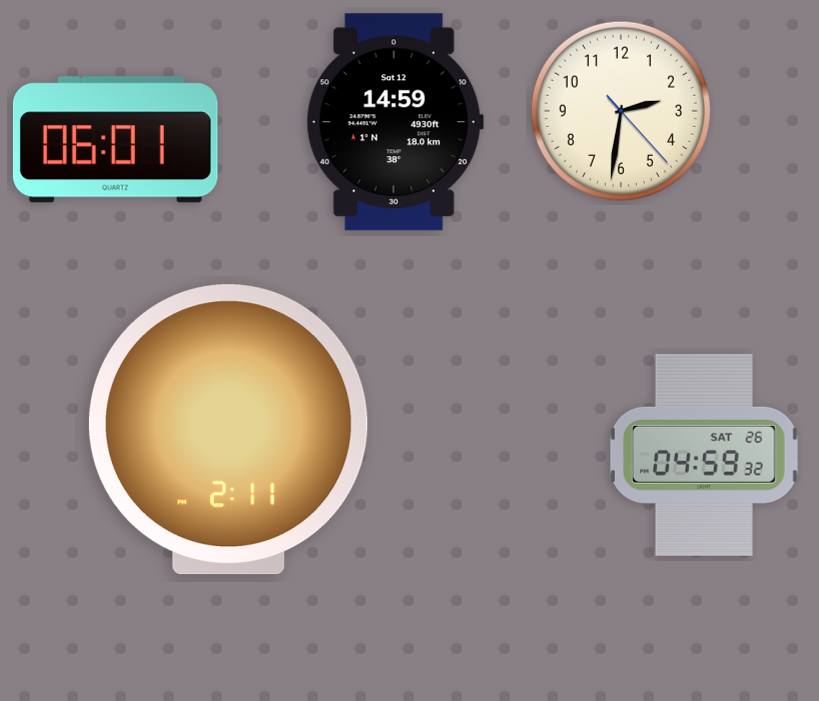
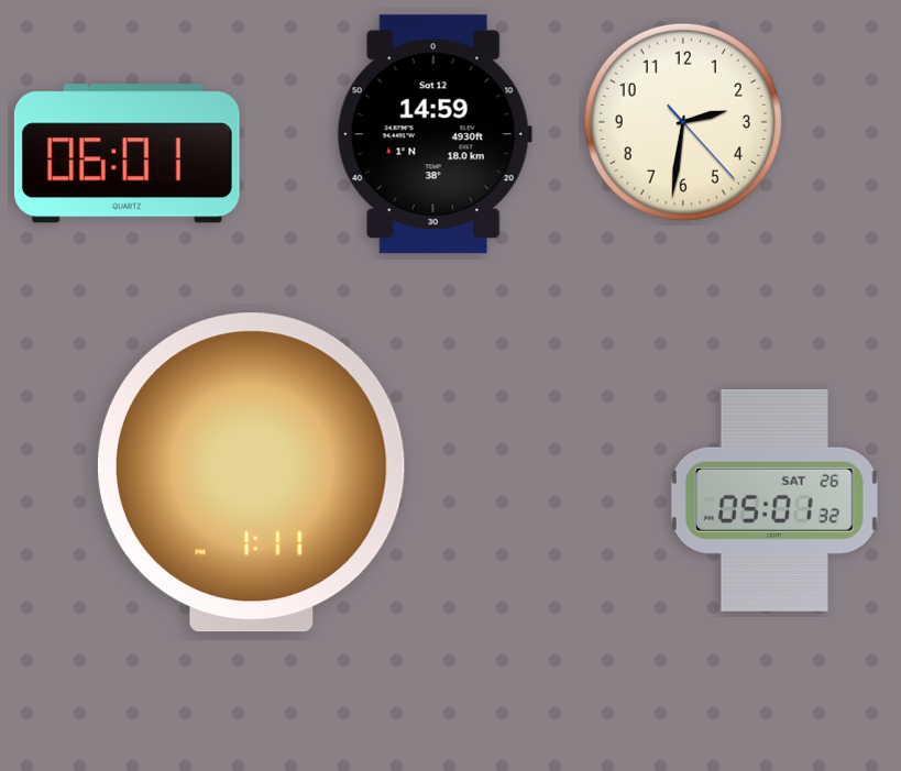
clock at (228, 430): 2:11 -> 1:11
clock at (704, 455): 04:59 -> 05:01
